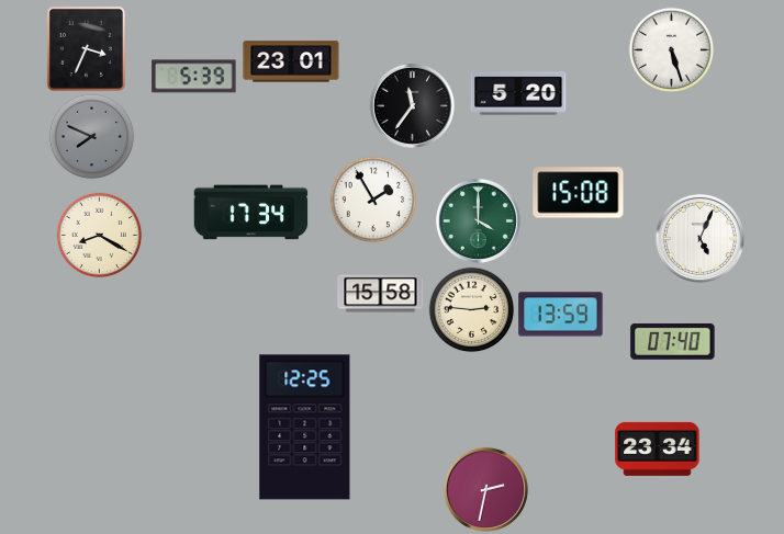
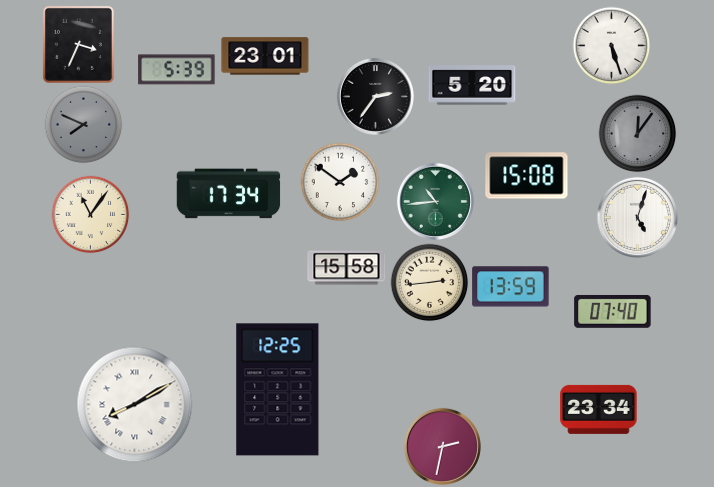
clock at (412, 105): 11:36 -> 2:36
clock at (637, 133): none -> 12:06
clock at (373, 200): 1:55 -> 1:51
clock at (478, 220): 4:00 -> 10:44
clock at (99, 235): 8:20 -> 11:06
clock at (699, 238): 5:04 -> 5:03
clock at (471, 309): 2:46 -> 2:44
clock at (135, 405): none -> 8:10
